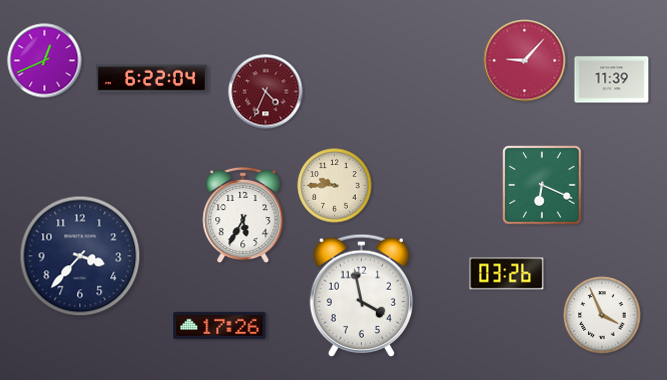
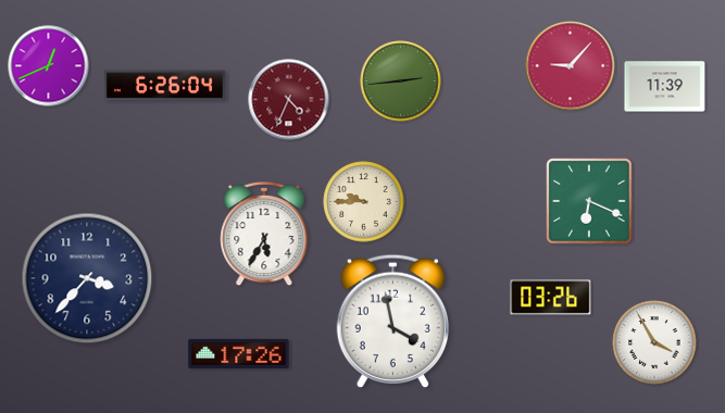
clock at (401, 82): none -> 2:44
clock at (151, 79): 6:22 -> 6:26
clock at (602, 315): 3:56 -> 3:55
